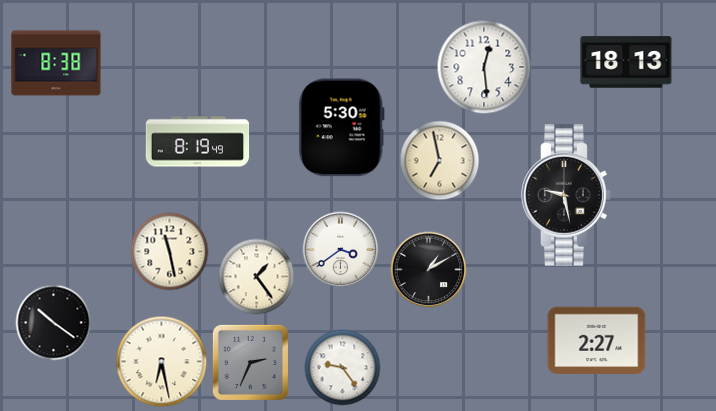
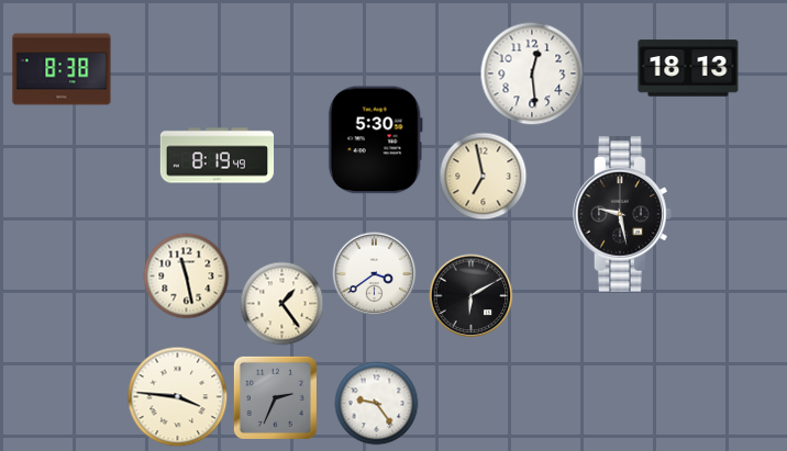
clock at (429, 270): 1:10 -> 6:10
clock at (54, 323): 10:21 -> none
clock at (597, 341): 2:27 -> none
clock at (162, 362): 6:28 -> 3:46
